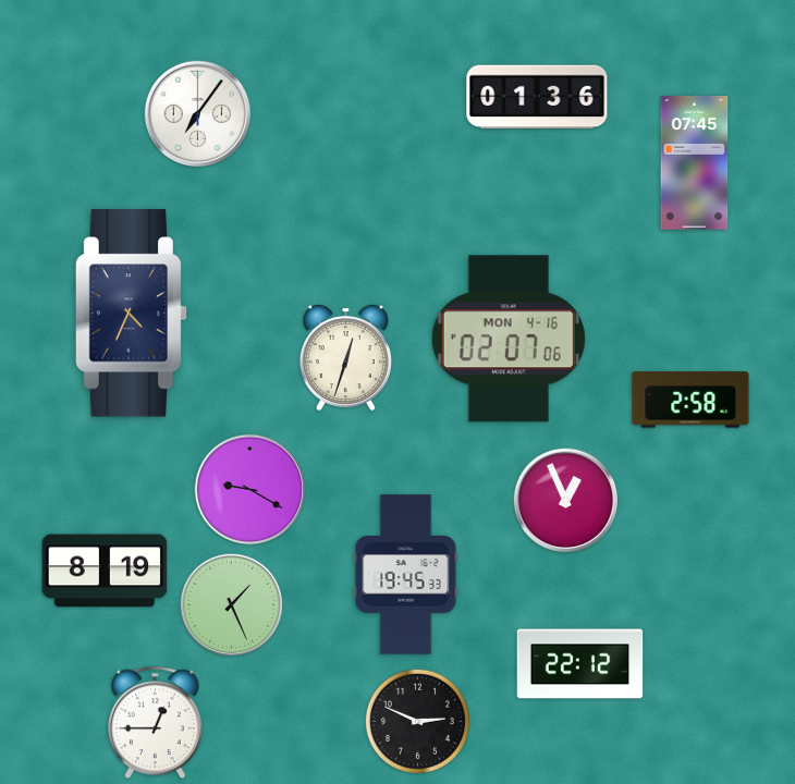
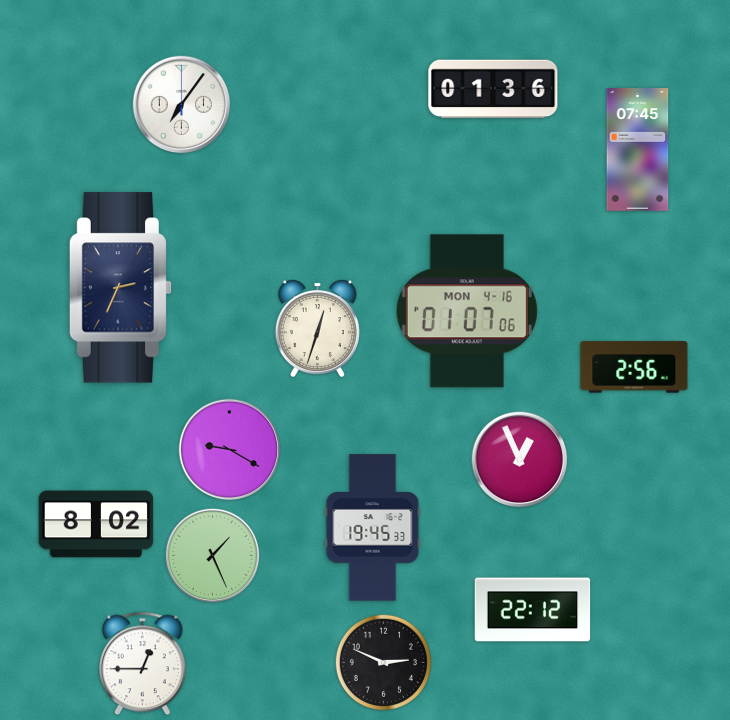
clock at (132, 314): 4:34 -> 2:34
clock at (509, 339): 02:07 -> 01:07
clock at (690, 400): 2:58 -> 2:56
clock at (105, 571): 8:19 -> 8:02
